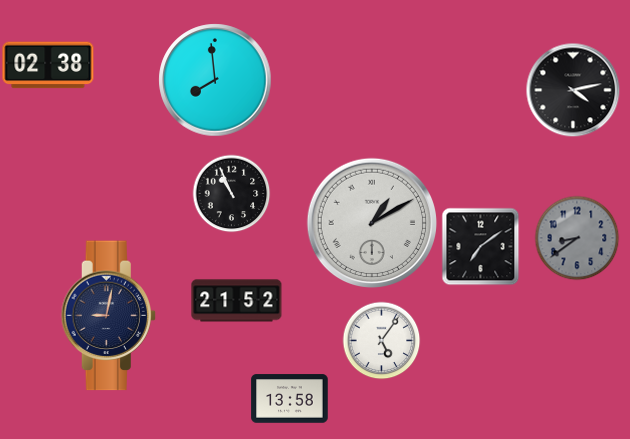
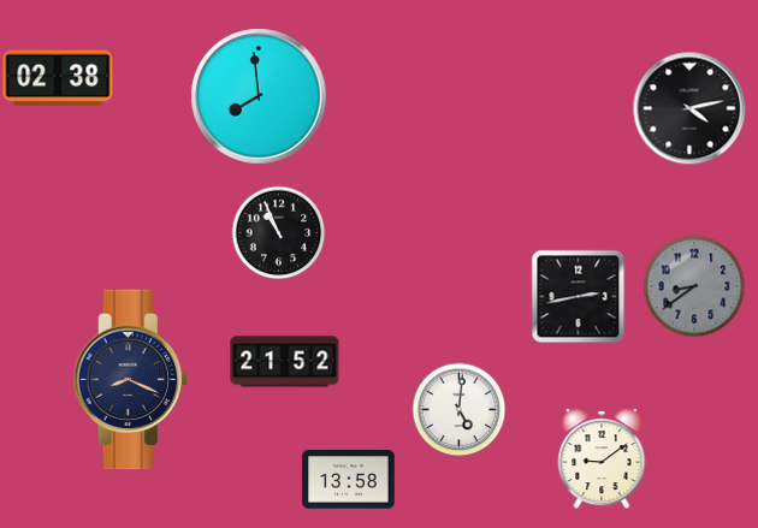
clock at (372, 223): 1:10 -> none
clock at (480, 246): 7:09 -> 2:43
clock at (108, 316): 9:02 -> 8:19
clock at (381, 340): 5:06 -> 5:01
clock at (602, 458): none -> 9:09
